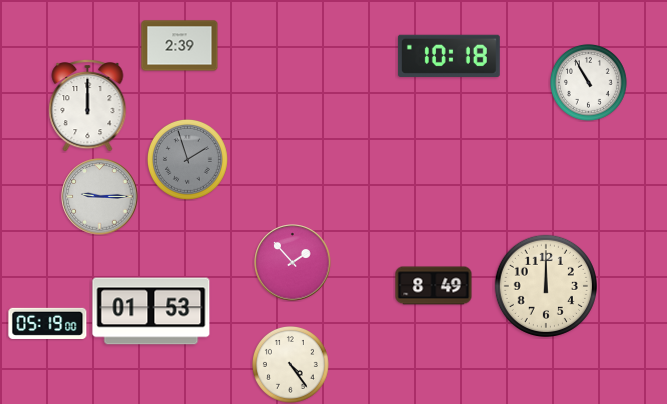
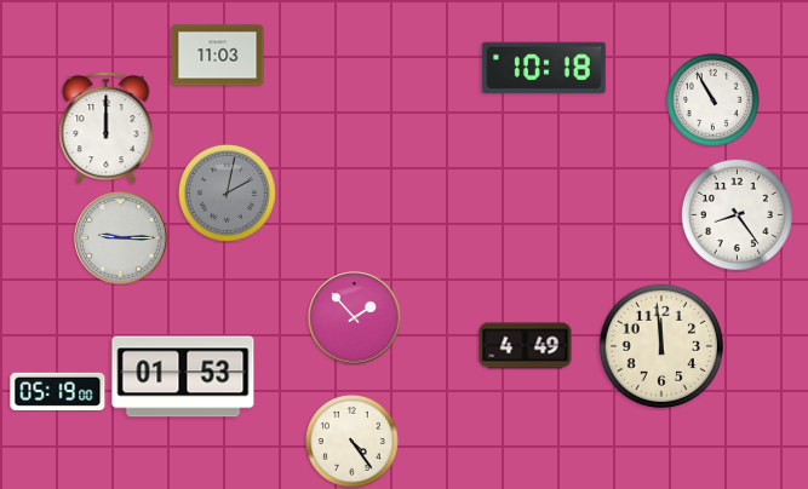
clock at (180, 46): 2:39 -> 11:03
clock at (187, 159): 1:57 -> 2:02
clock at (737, 214): none -> 8:24
clock at (434, 286): 8:49 -> 4:49
clock at (546, 286): 12:00 -> 11:59
